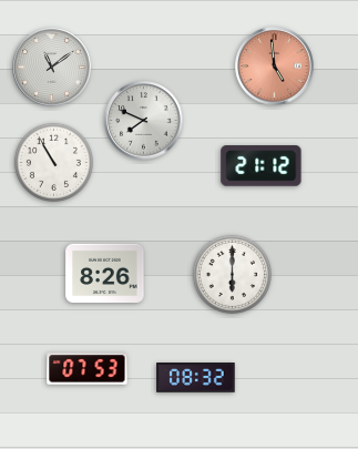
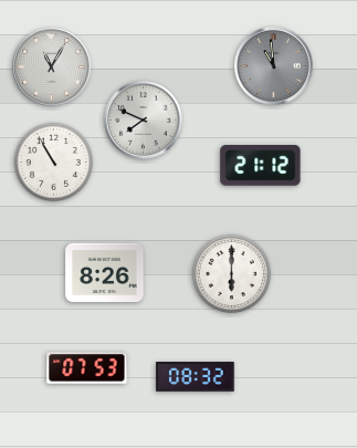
clock at (275, 67): 4:59 -> 10:59
clock at (275, 67) dial: salmon -> grey
clock at (52, 68): 11:09 -> 11:05
